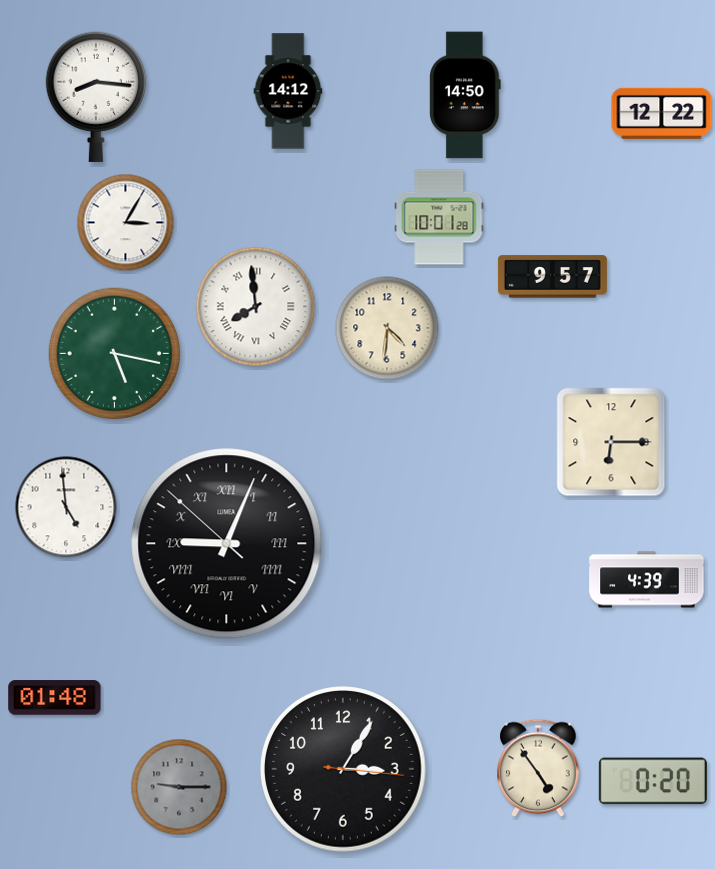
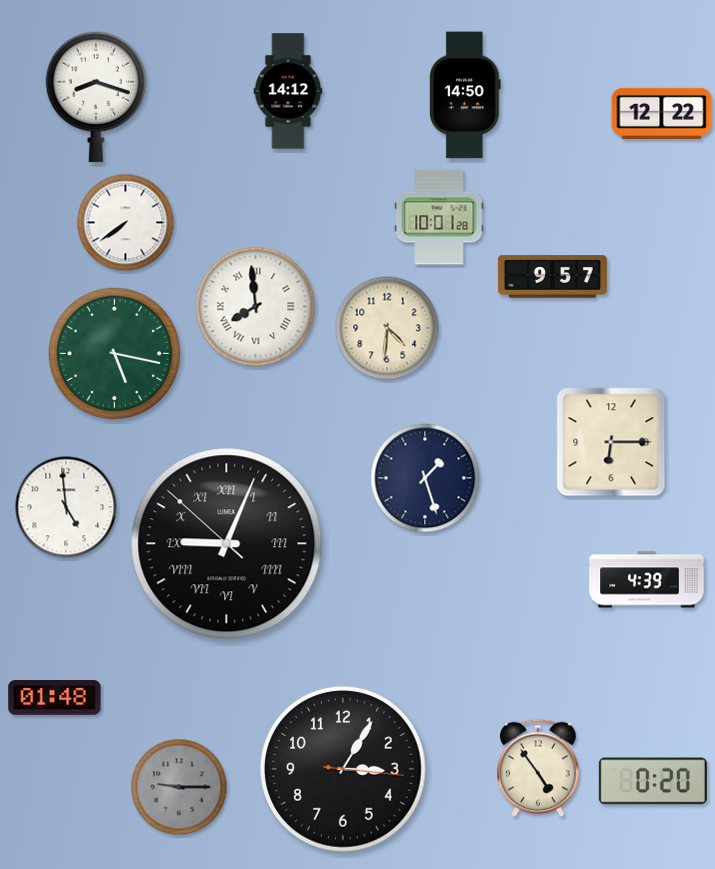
clock at (95, 97): 8:16 -> 8:18
clock at (126, 223): 3:05 -> 7:39
clock at (425, 478): none -> 1:27
